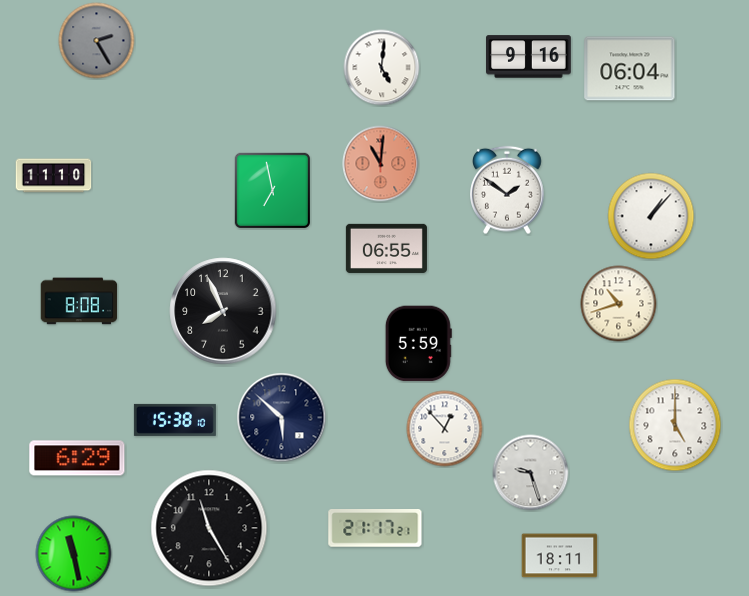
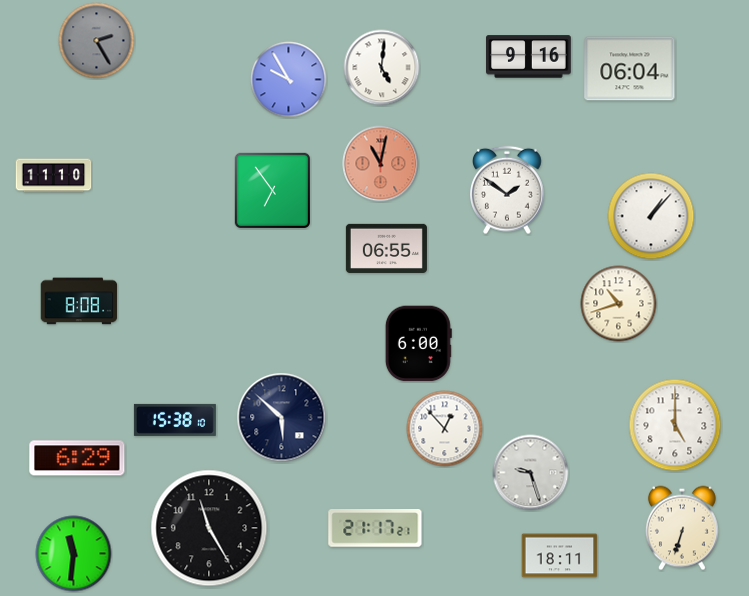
clock at (289, 80): none -> 9:55
clock at (381, 164): 11:01 -> 11:02
clock at (272, 190): 6:58 -> 6:54
clock at (223, 311): 7:56 -> none
clock at (418, 344): 5:59 -> 6:00
clock at (682, 528): none -> 6:33
clock at (74, 554): 11:28 -> 11:31
